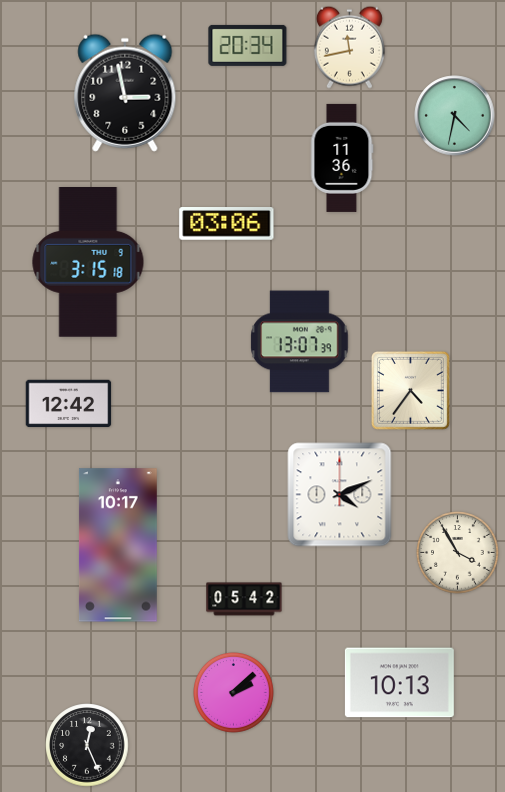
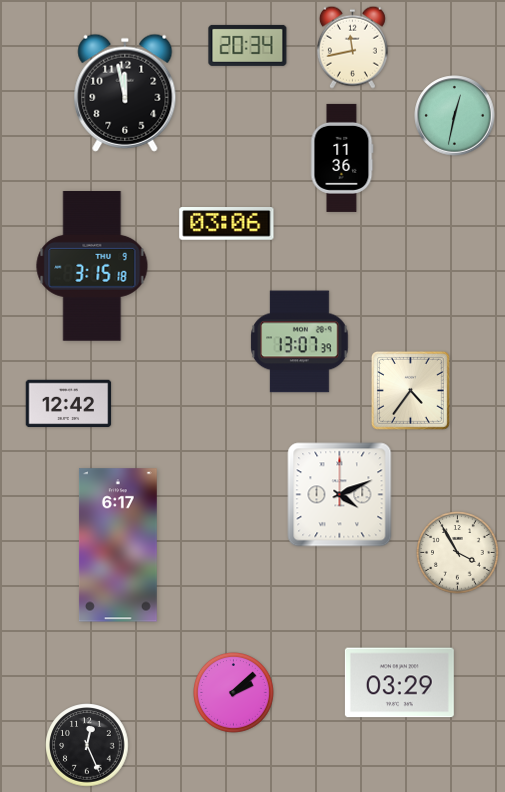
clock at (349, 47) position: (349, 47) -> (352, 47)
clock at (125, 93): 2:58 -> 11:58
clock at (455, 116): 4:32 -> 12:32
clock at (88, 263) position: (88, 263) -> (92, 267)
clock at (118, 545): 10:17 -> 6:17
clock at (244, 599): 05:42 -> none
clock at (399, 683): 10:13 -> 03:29
